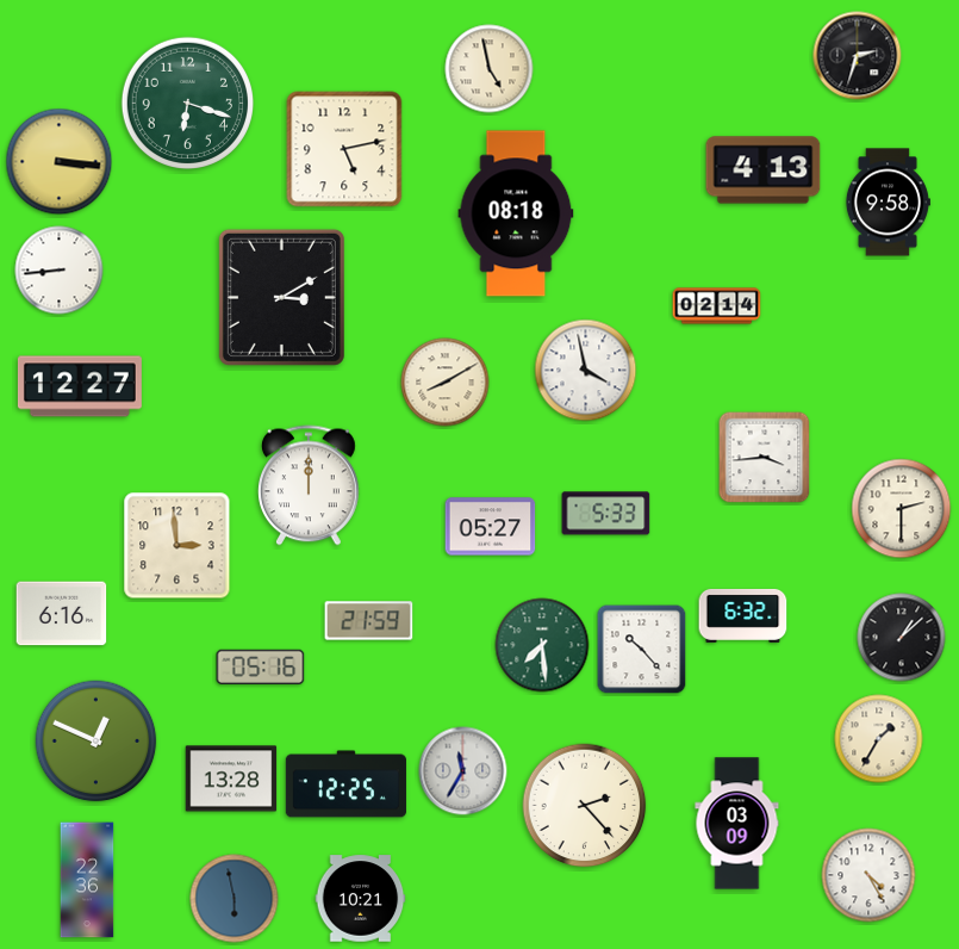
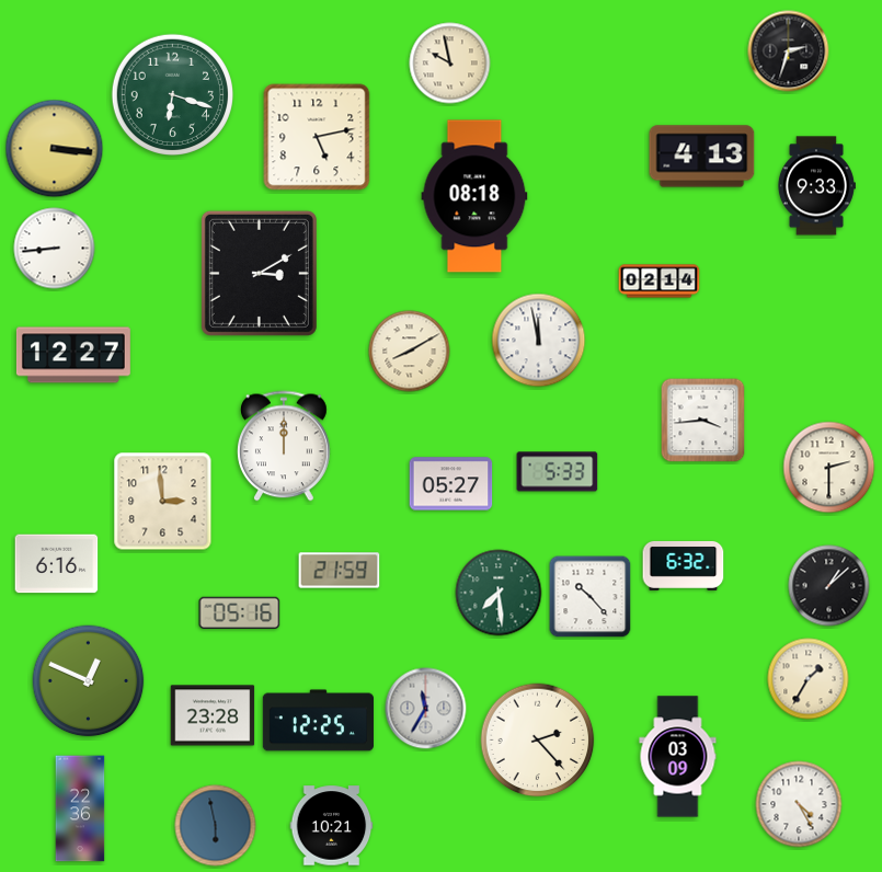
clock at (490, 69): 4:58 -> 9:58
clock at (888, 203): 9:58 -> 9:33
clock at (586, 371): 3:58 -> 11:58
clock at (231, 779): 13:28 -> 23:28
